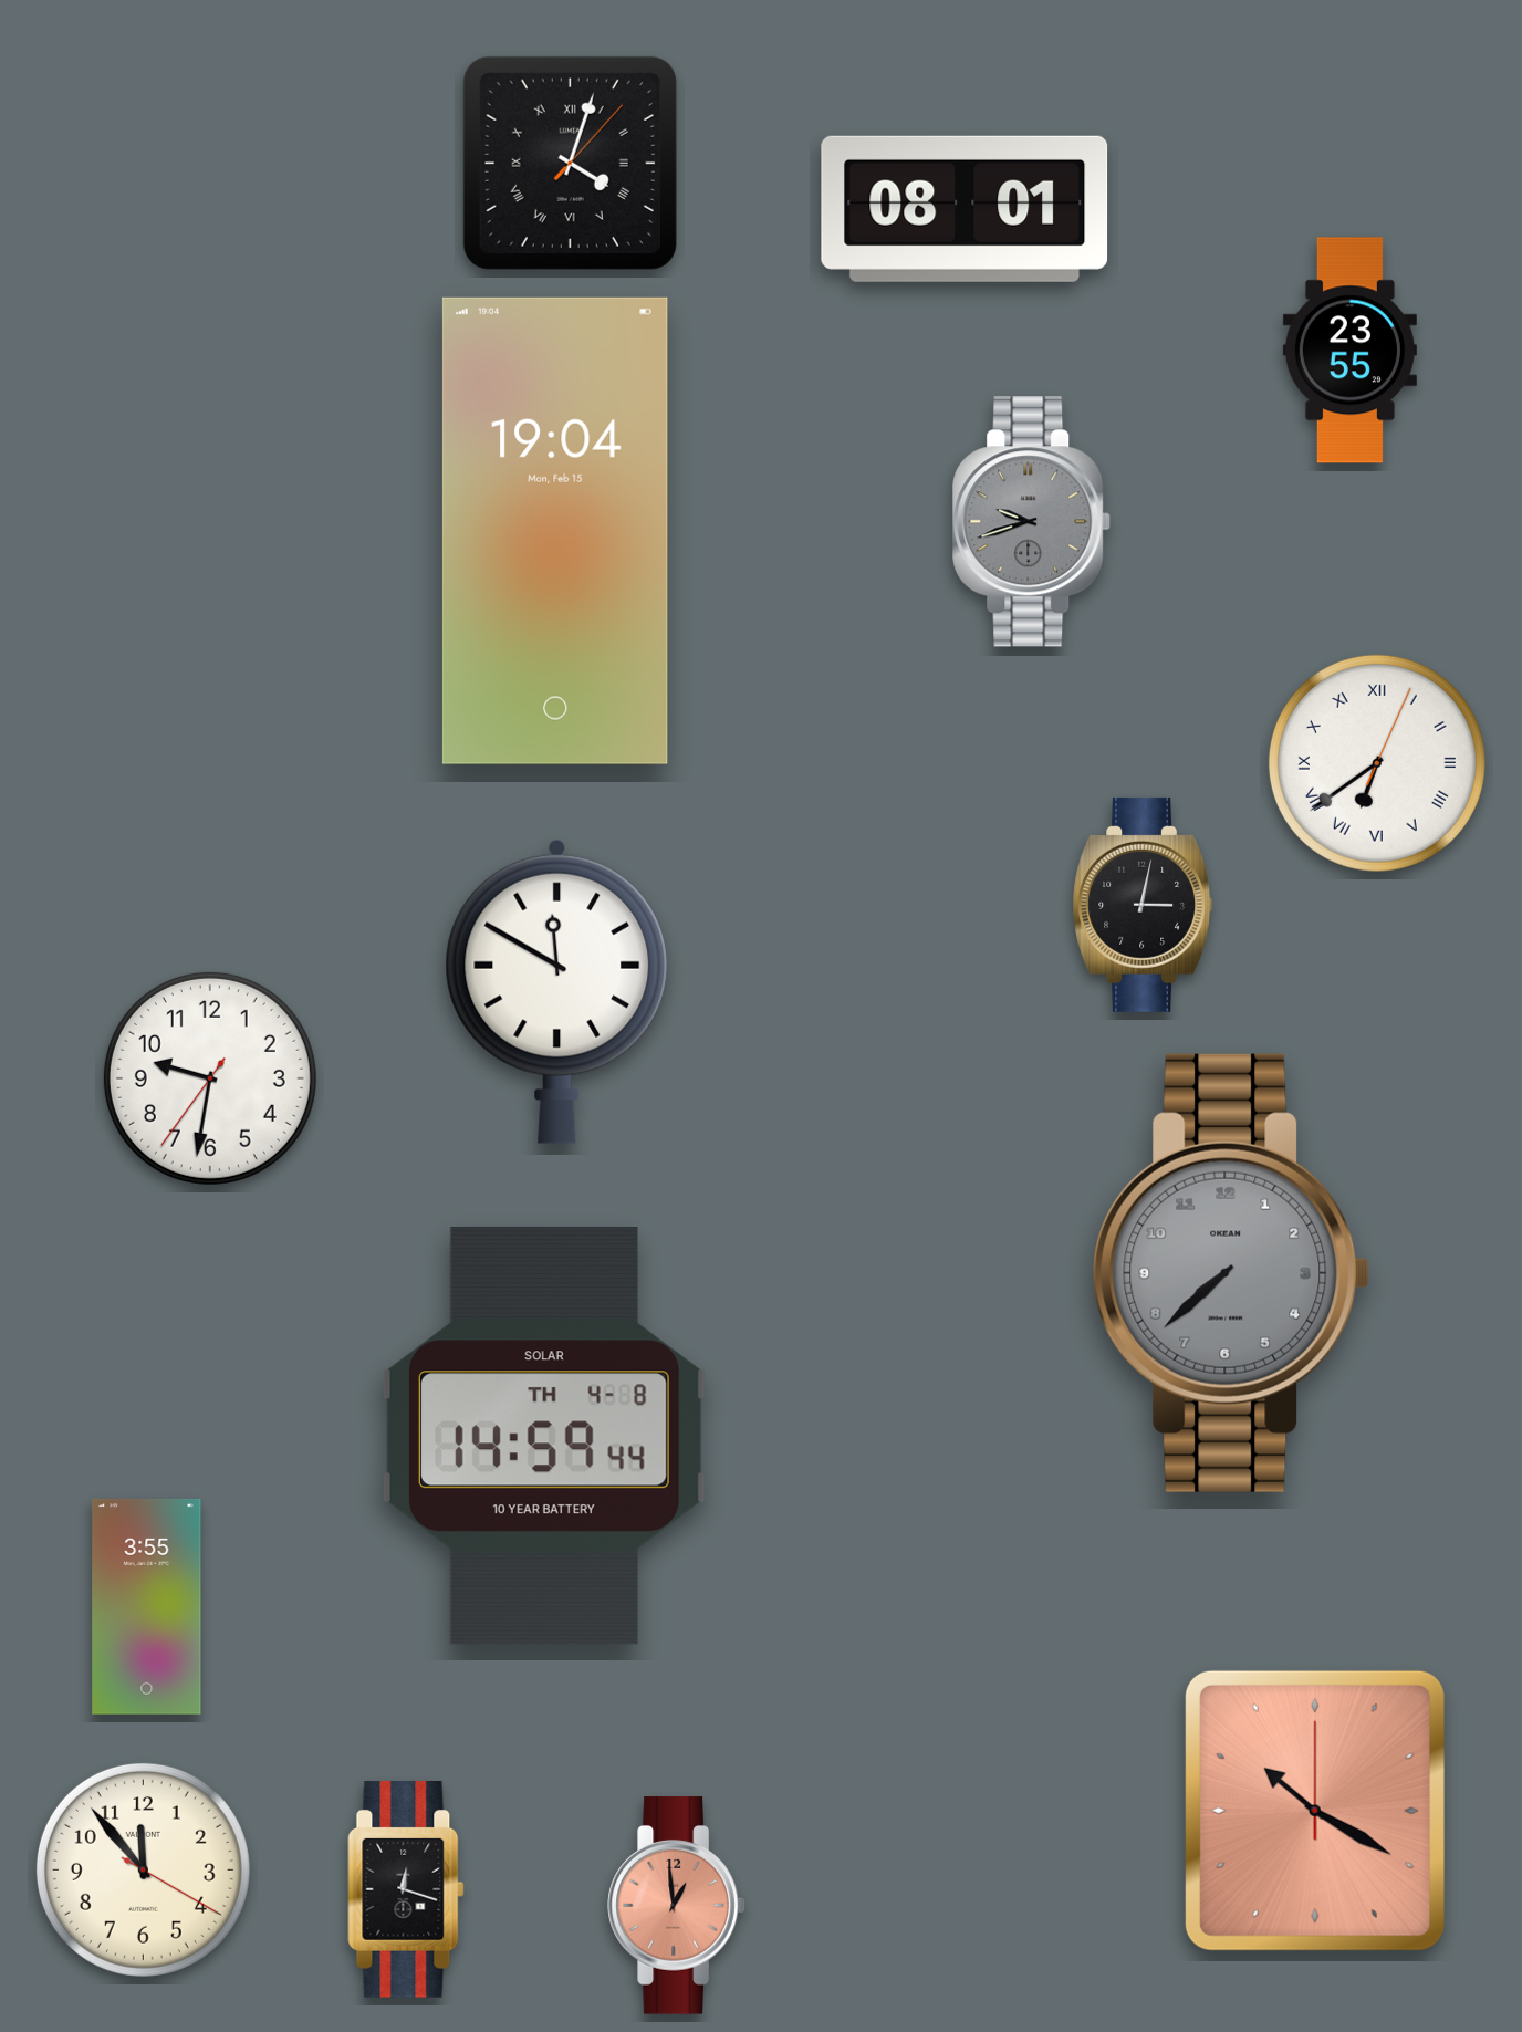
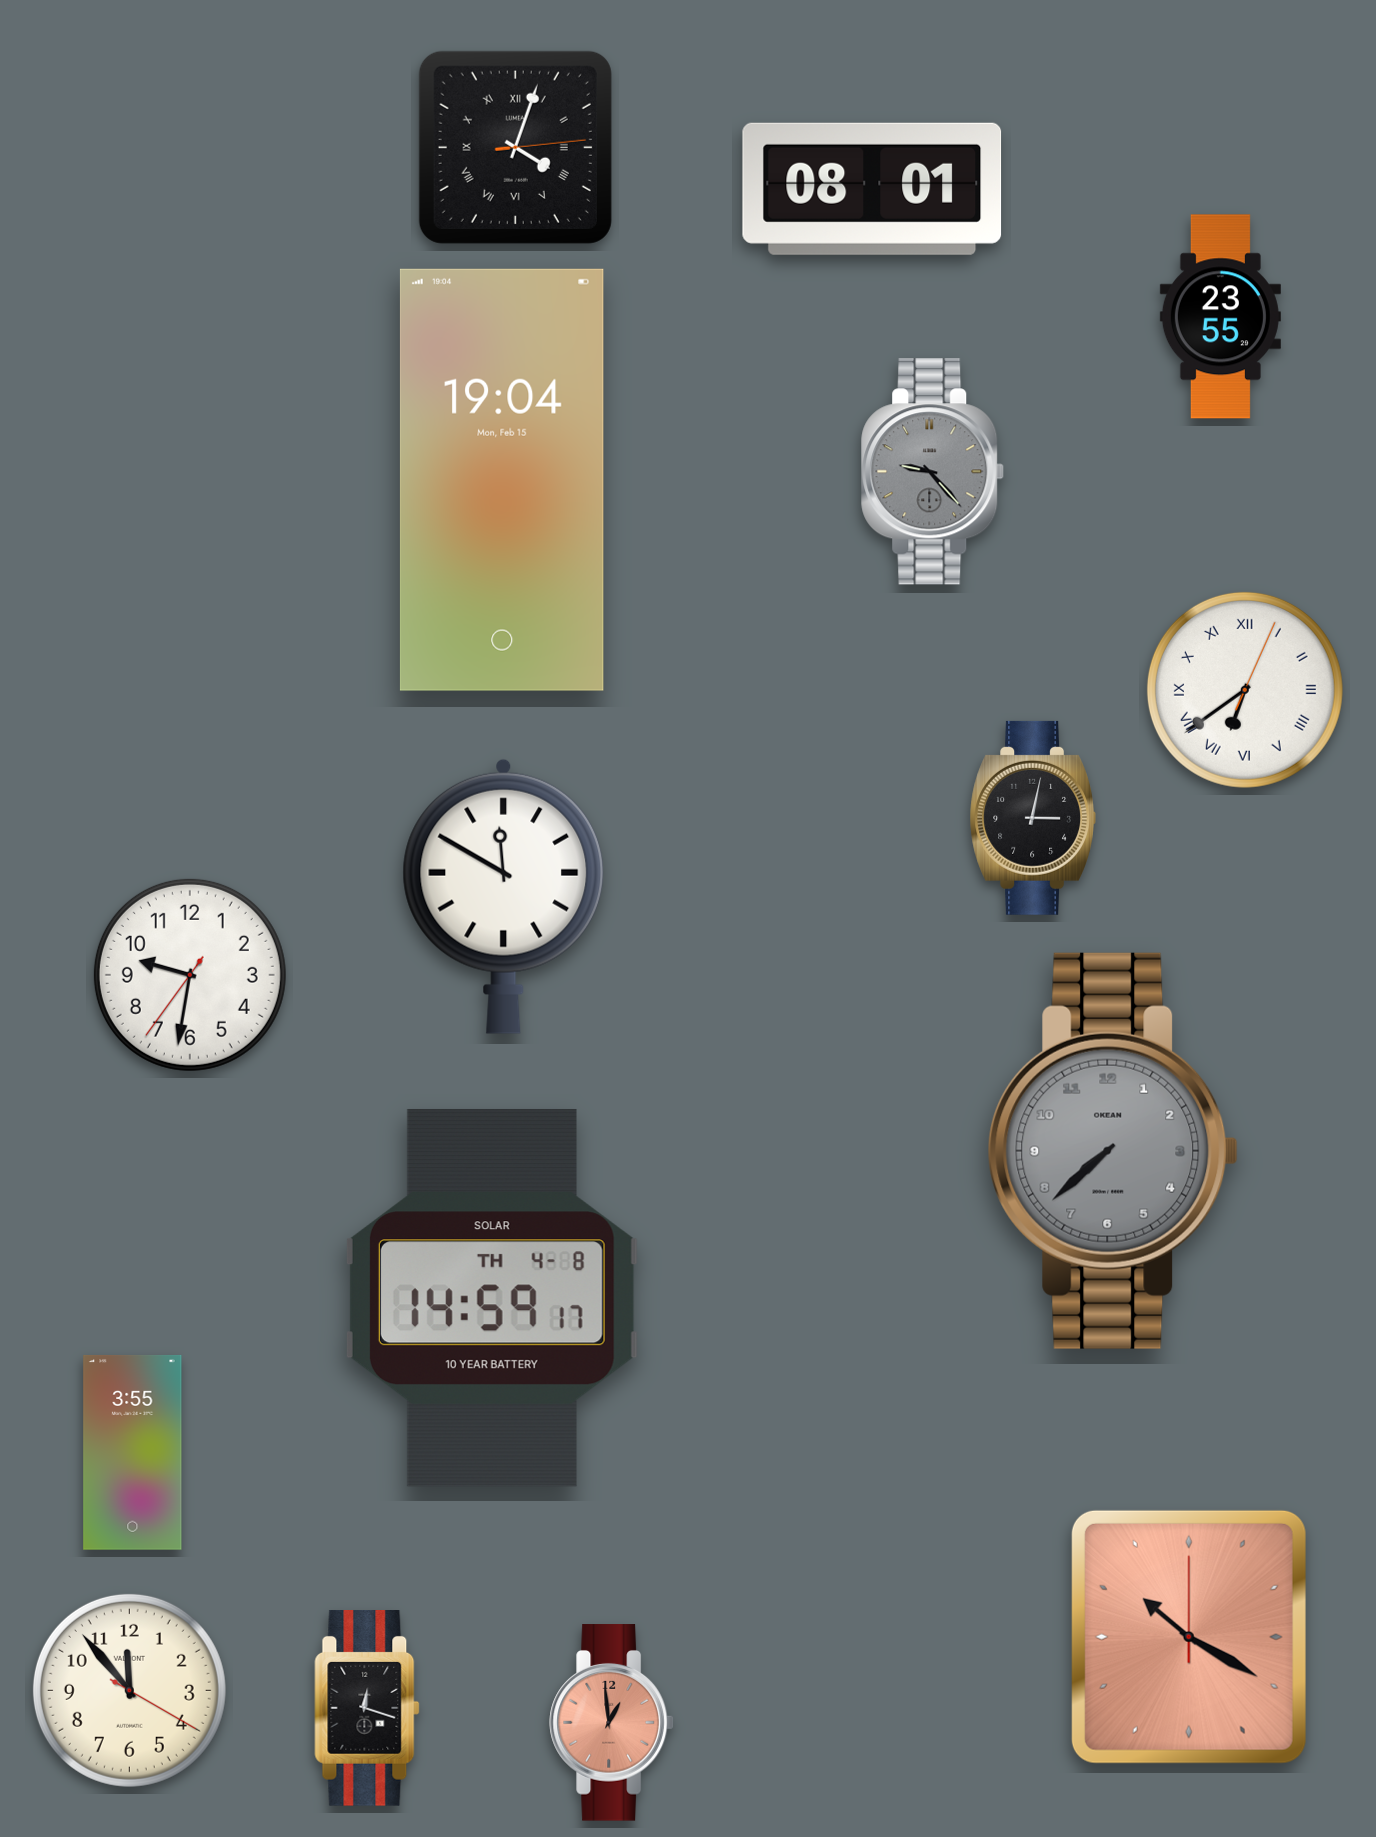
clock at (570, 163): 4:03:07 -> 4:03:14
clock at (1032, 522): 9:42 -> 9:23
clock at (544, 1436): 14:59:44 -> 14:59:17
